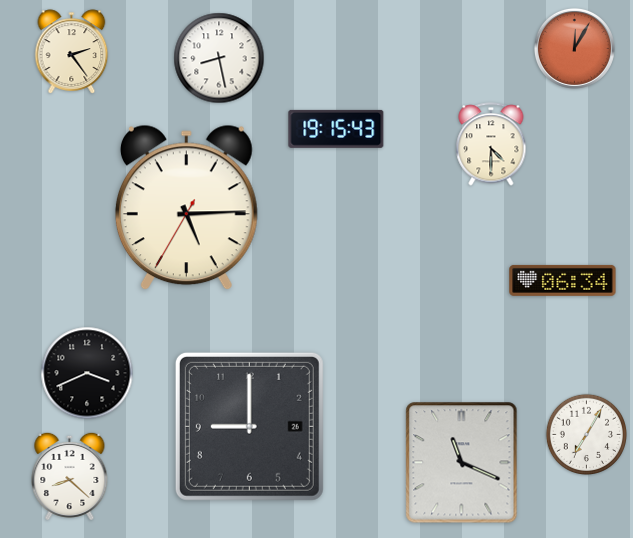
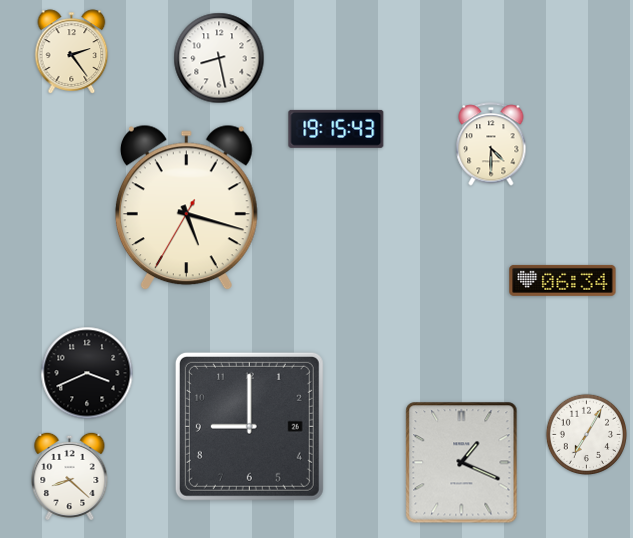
clock at (574, 48): 12:05 -> none
clock at (186, 208): 5:14 -> 5:17
clock at (462, 463): 11:19 -> 1:19
